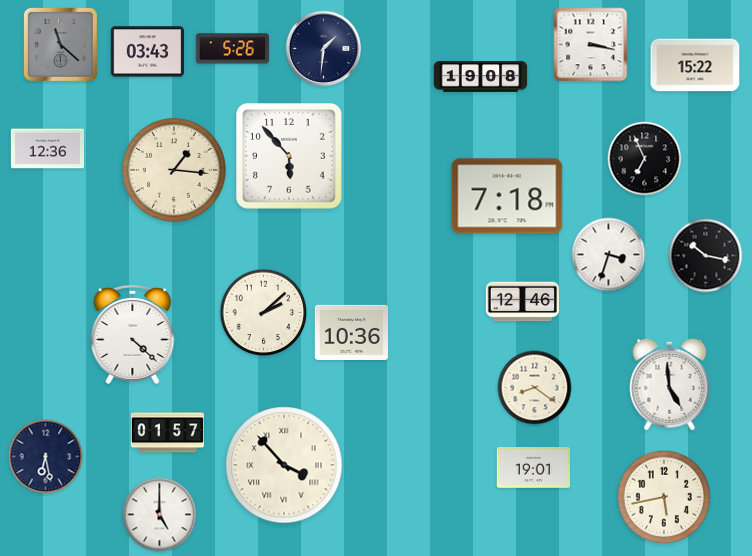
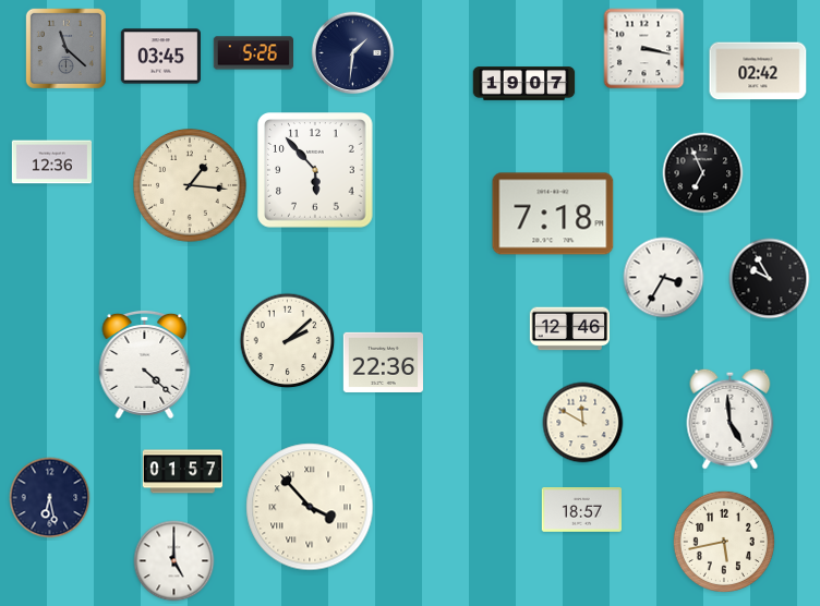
clock at (147, 52): 03:43 -> 03:45
clock at (695, 65): 15:22 -> 02:42
clock at (481, 77): 19:08 -> 19:07
clock at (609, 255): 3:33 -> 3:35
clock at (706, 256): 10:17 -> 9:55
clock at (351, 332): 10:36 -> 22:36
clock at (535, 388): 8:21 -> 11:50
clock at (533, 468): 19:01 -> 18:57
